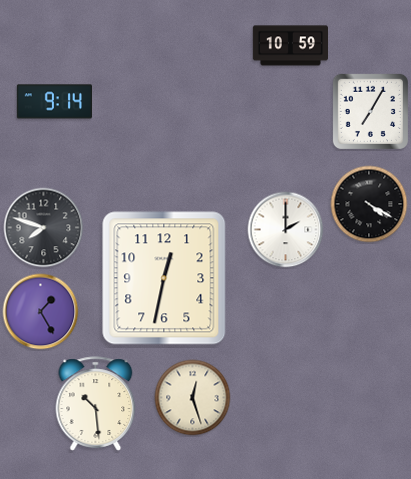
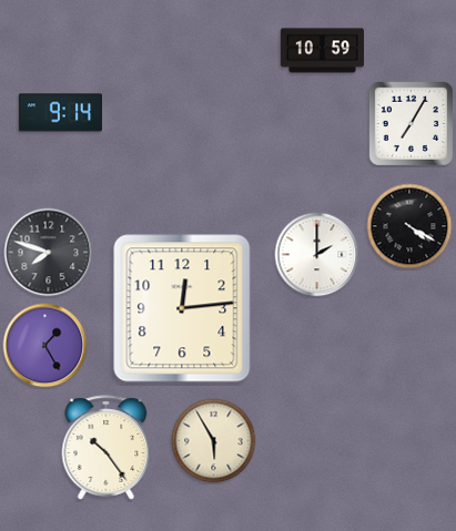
clock at (164, 278): 12:32 -> 12:14
clock at (193, 398): 12:27 -> 5:55
clock at (96, 404): 10:29 -> 10:24
